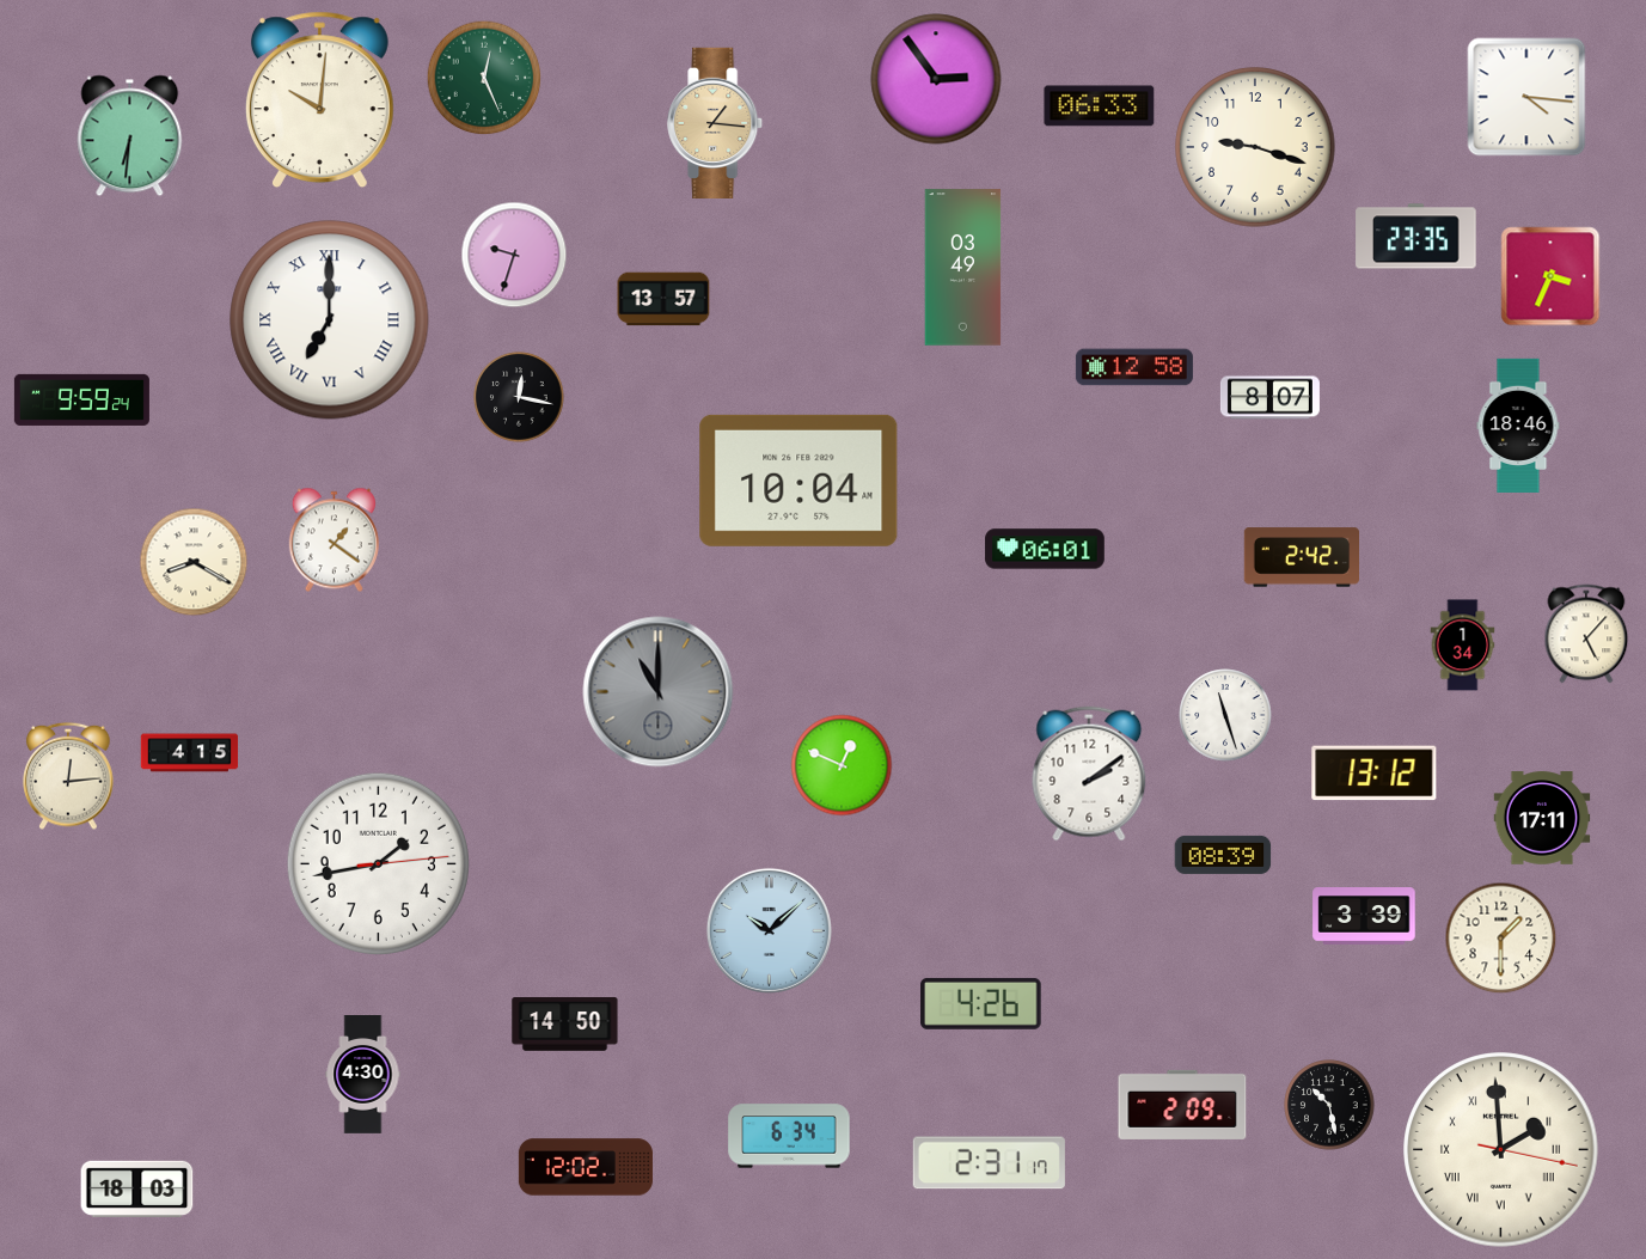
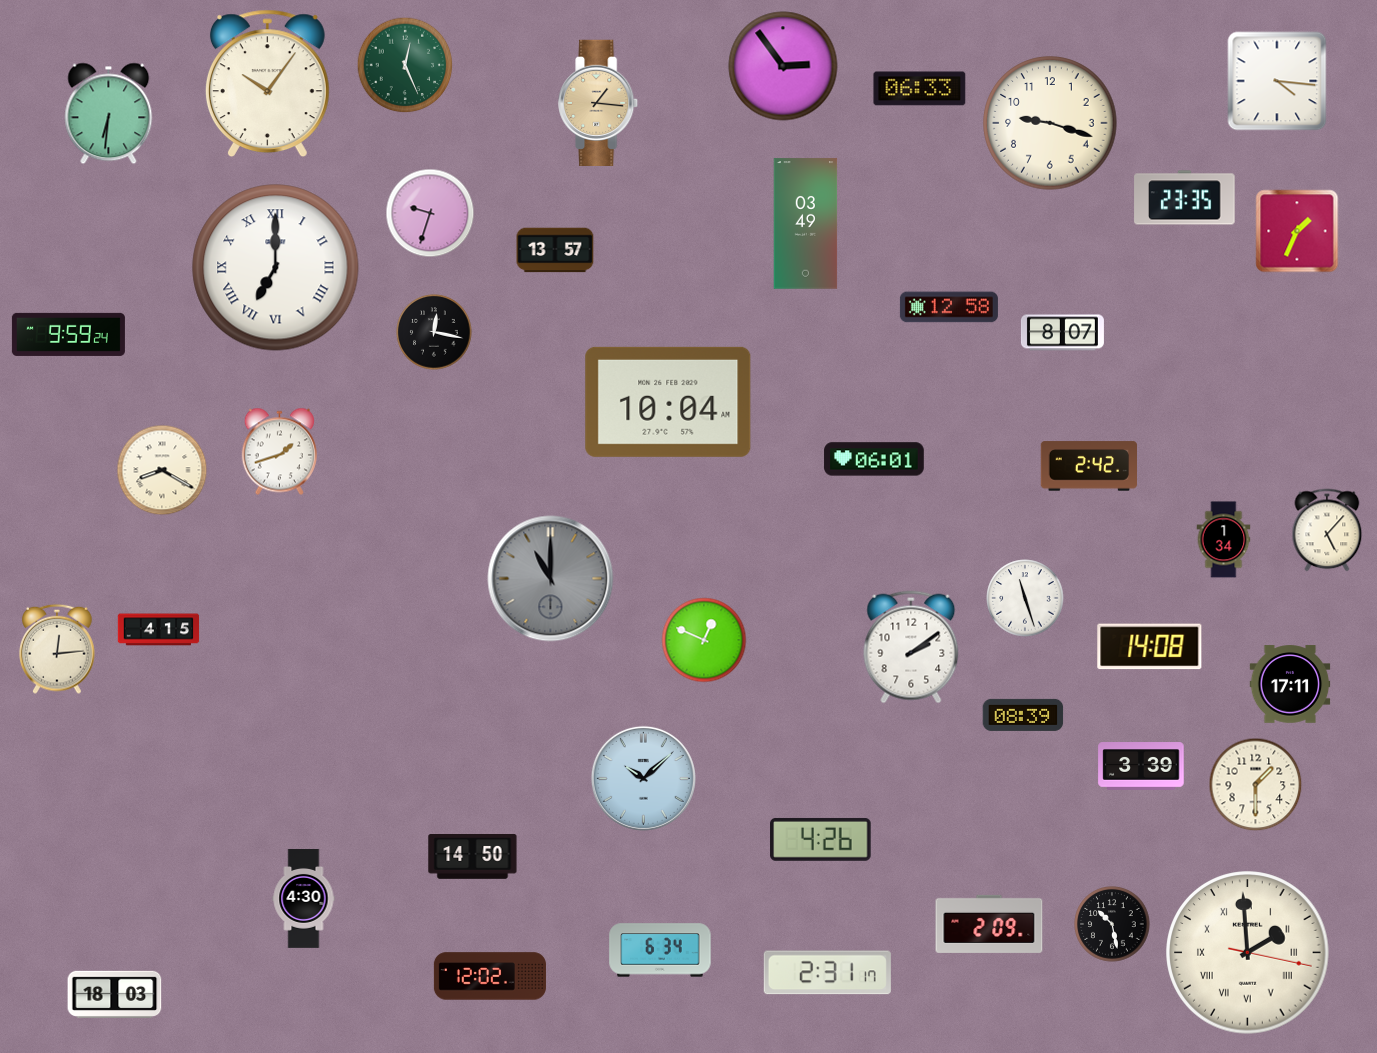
clock at (319, 100): 10:01 -> 10:06
clock at (1550, 276): 3:34 -> 1:34
clock at (1518, 426): 18:46 -> none
clock at (334, 540): 1:21 -> 1:42
clock at (1375, 774): 13:12 -> 14:08
clock at (378, 863): 1:43 -> none
clock at (1501, 1150) position: (1501, 1150) -> (1248, 953)
